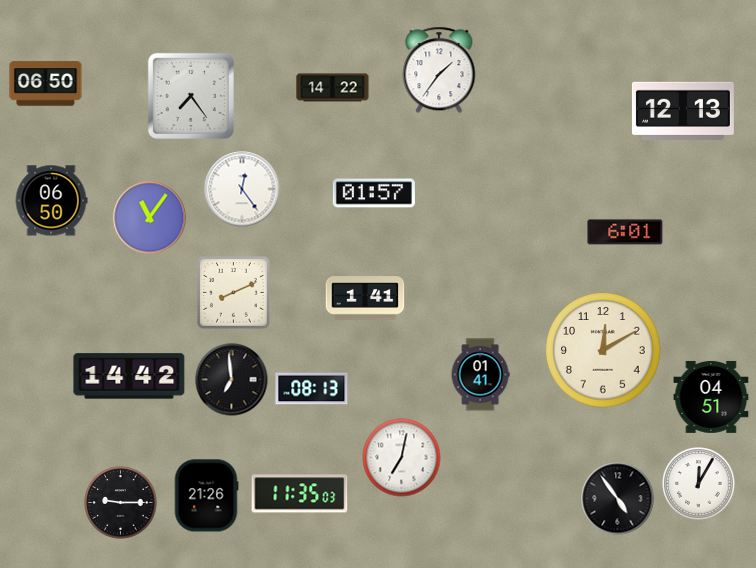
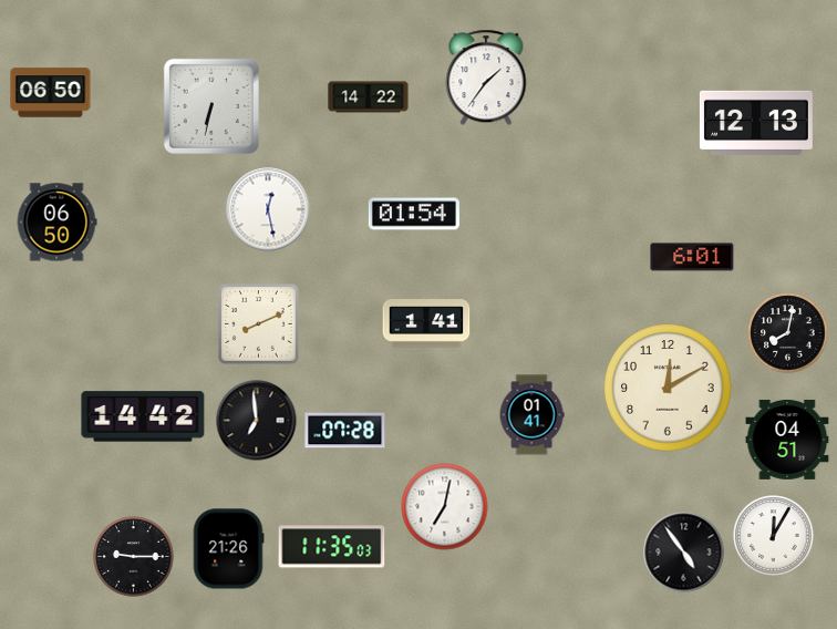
clock at (191, 96): 7:24 -> 6:32
clock at (242, 189): 12:24 -> 12:28
clock at (374, 193): 01:57 -> 01:54
clock at (150, 218): 11:06 -> none
clock at (365, 298) position: (365, 298) -> (426, 323)
clock at (788, 333): none -> 8:02
clock at (312, 389): 08:13 -> 07:28
